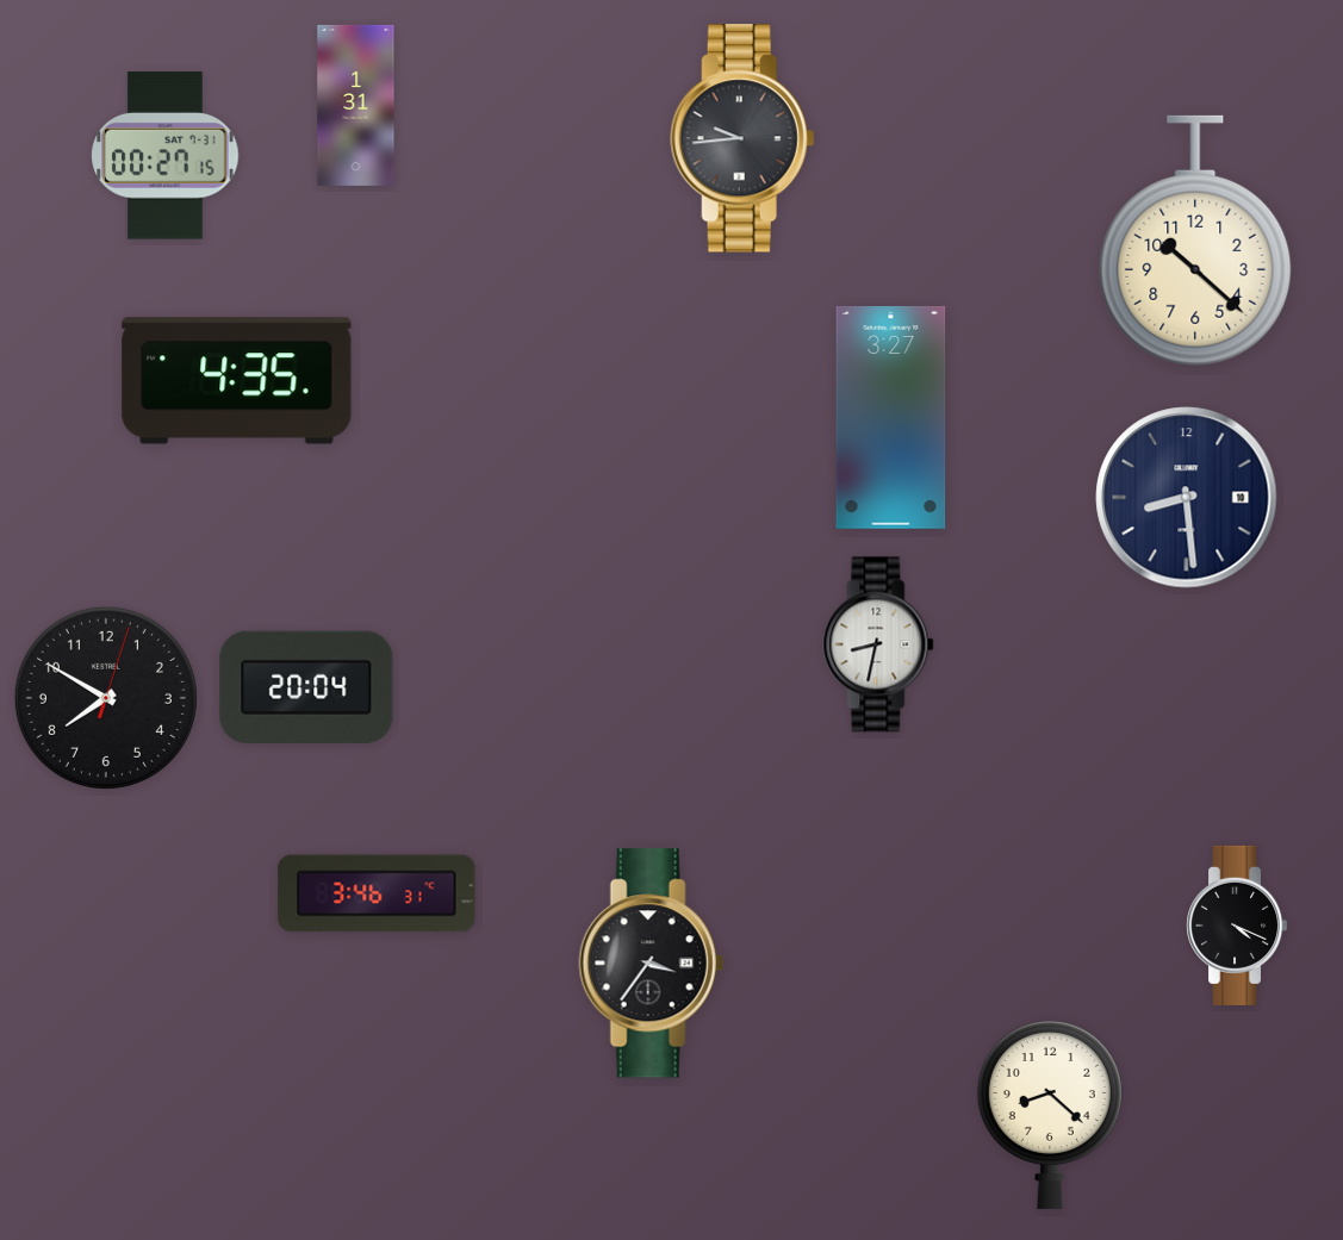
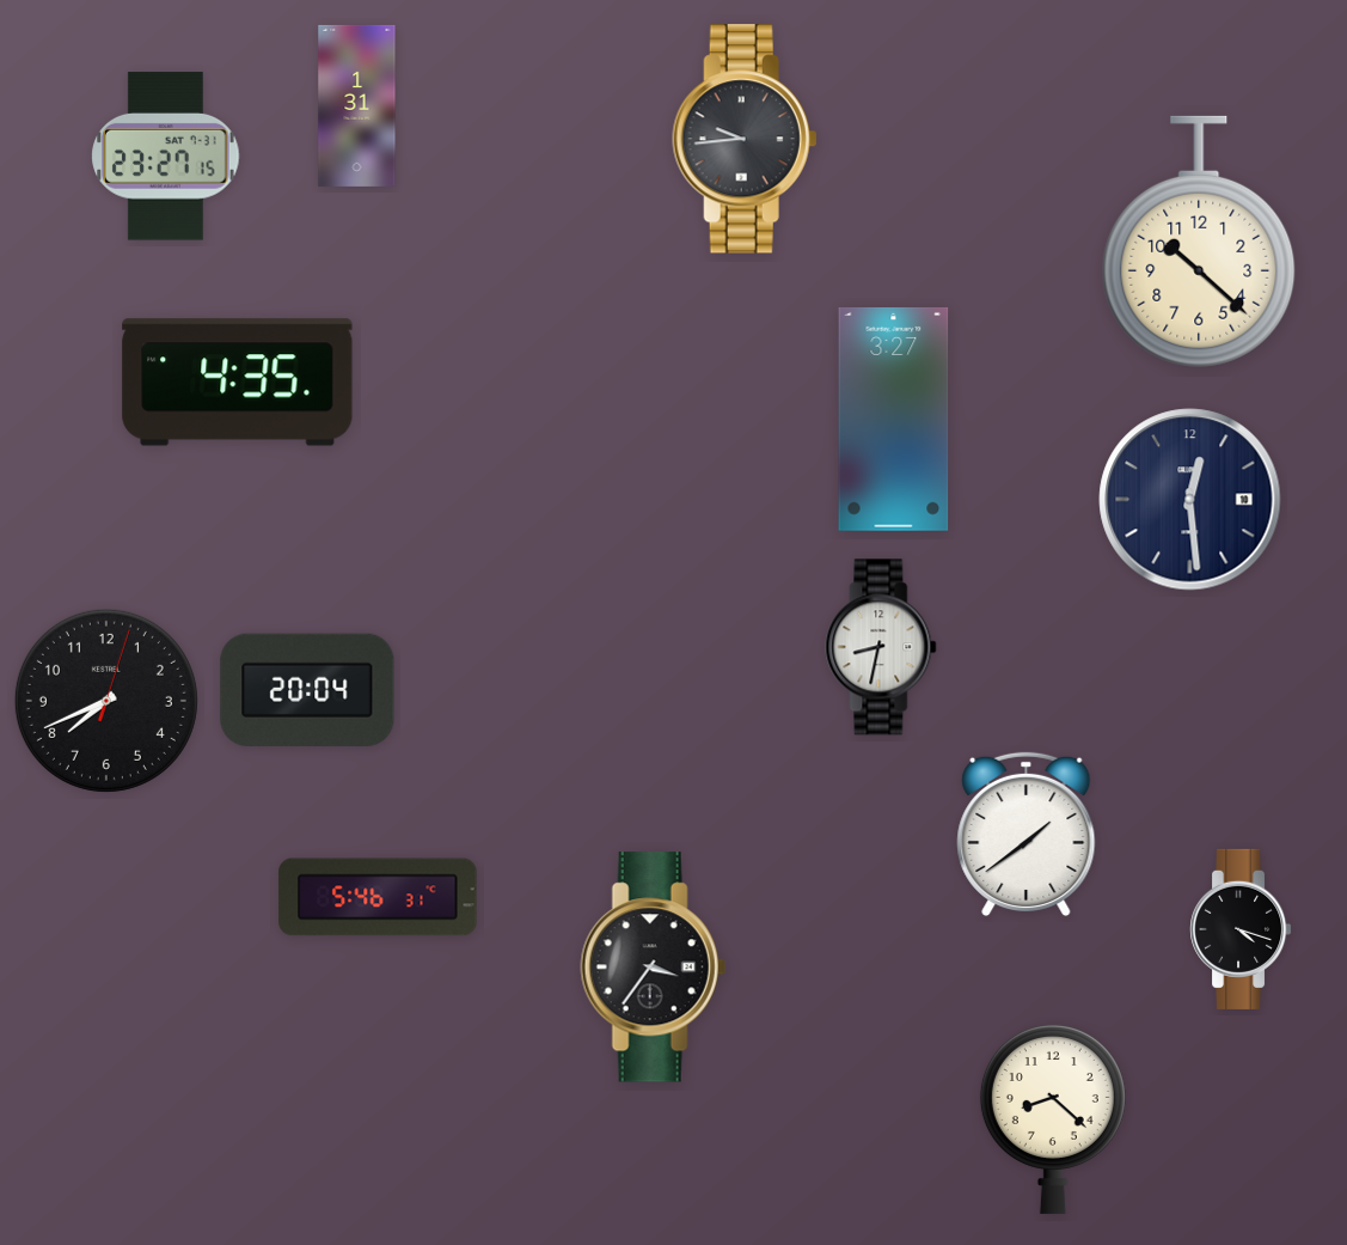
clock at (166, 156): 00:27 -> 23:27
clock at (1187, 498): 8:29 -> 12:29
clock at (106, 698): 7:50 -> 7:41
clock at (1027, 835): none -> 1:39
clock at (377, 893): 3:46 -> 5:46
clock at (1237, 926): 4:19 -> 4:18
